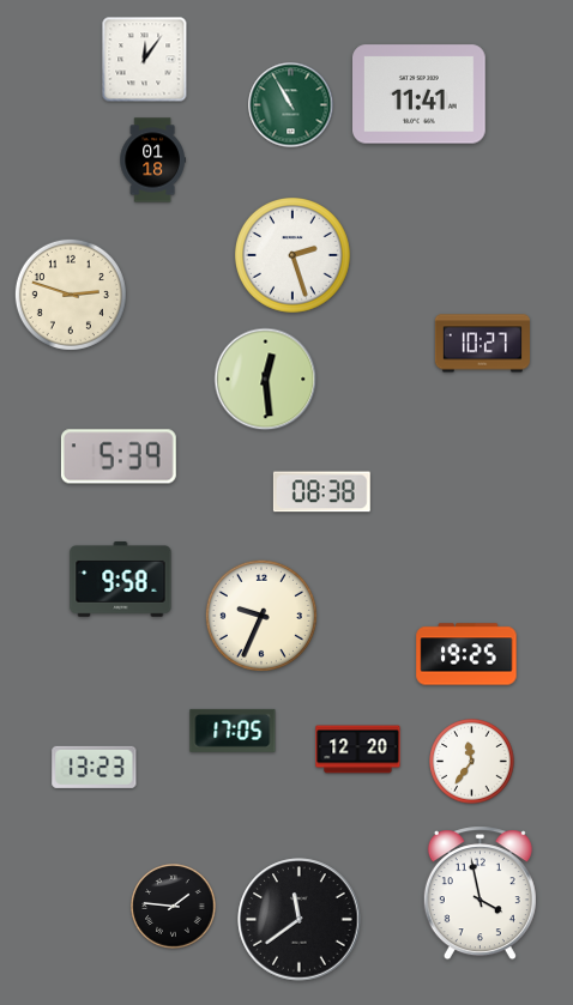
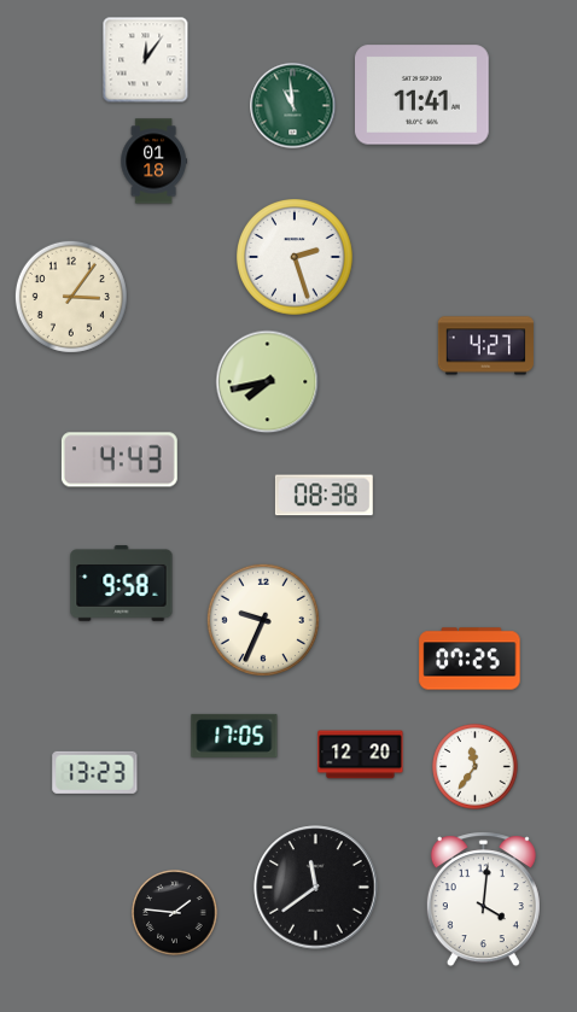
clock at (291, 105): 10:55 -> 10:59
clock at (71, 295): 2:48 -> 3:06
clock at (482, 344): 10:27 -> 4:27
clock at (266, 380): 12:29 -> 7:43
clock at (119, 456): 5:39 -> 4:43
clock at (466, 654): 19:25 -> 07:25
clock at (479, 894): 3:58 -> 4:01
clock at (300, 920) position: (300, 920) -> (316, 888)
